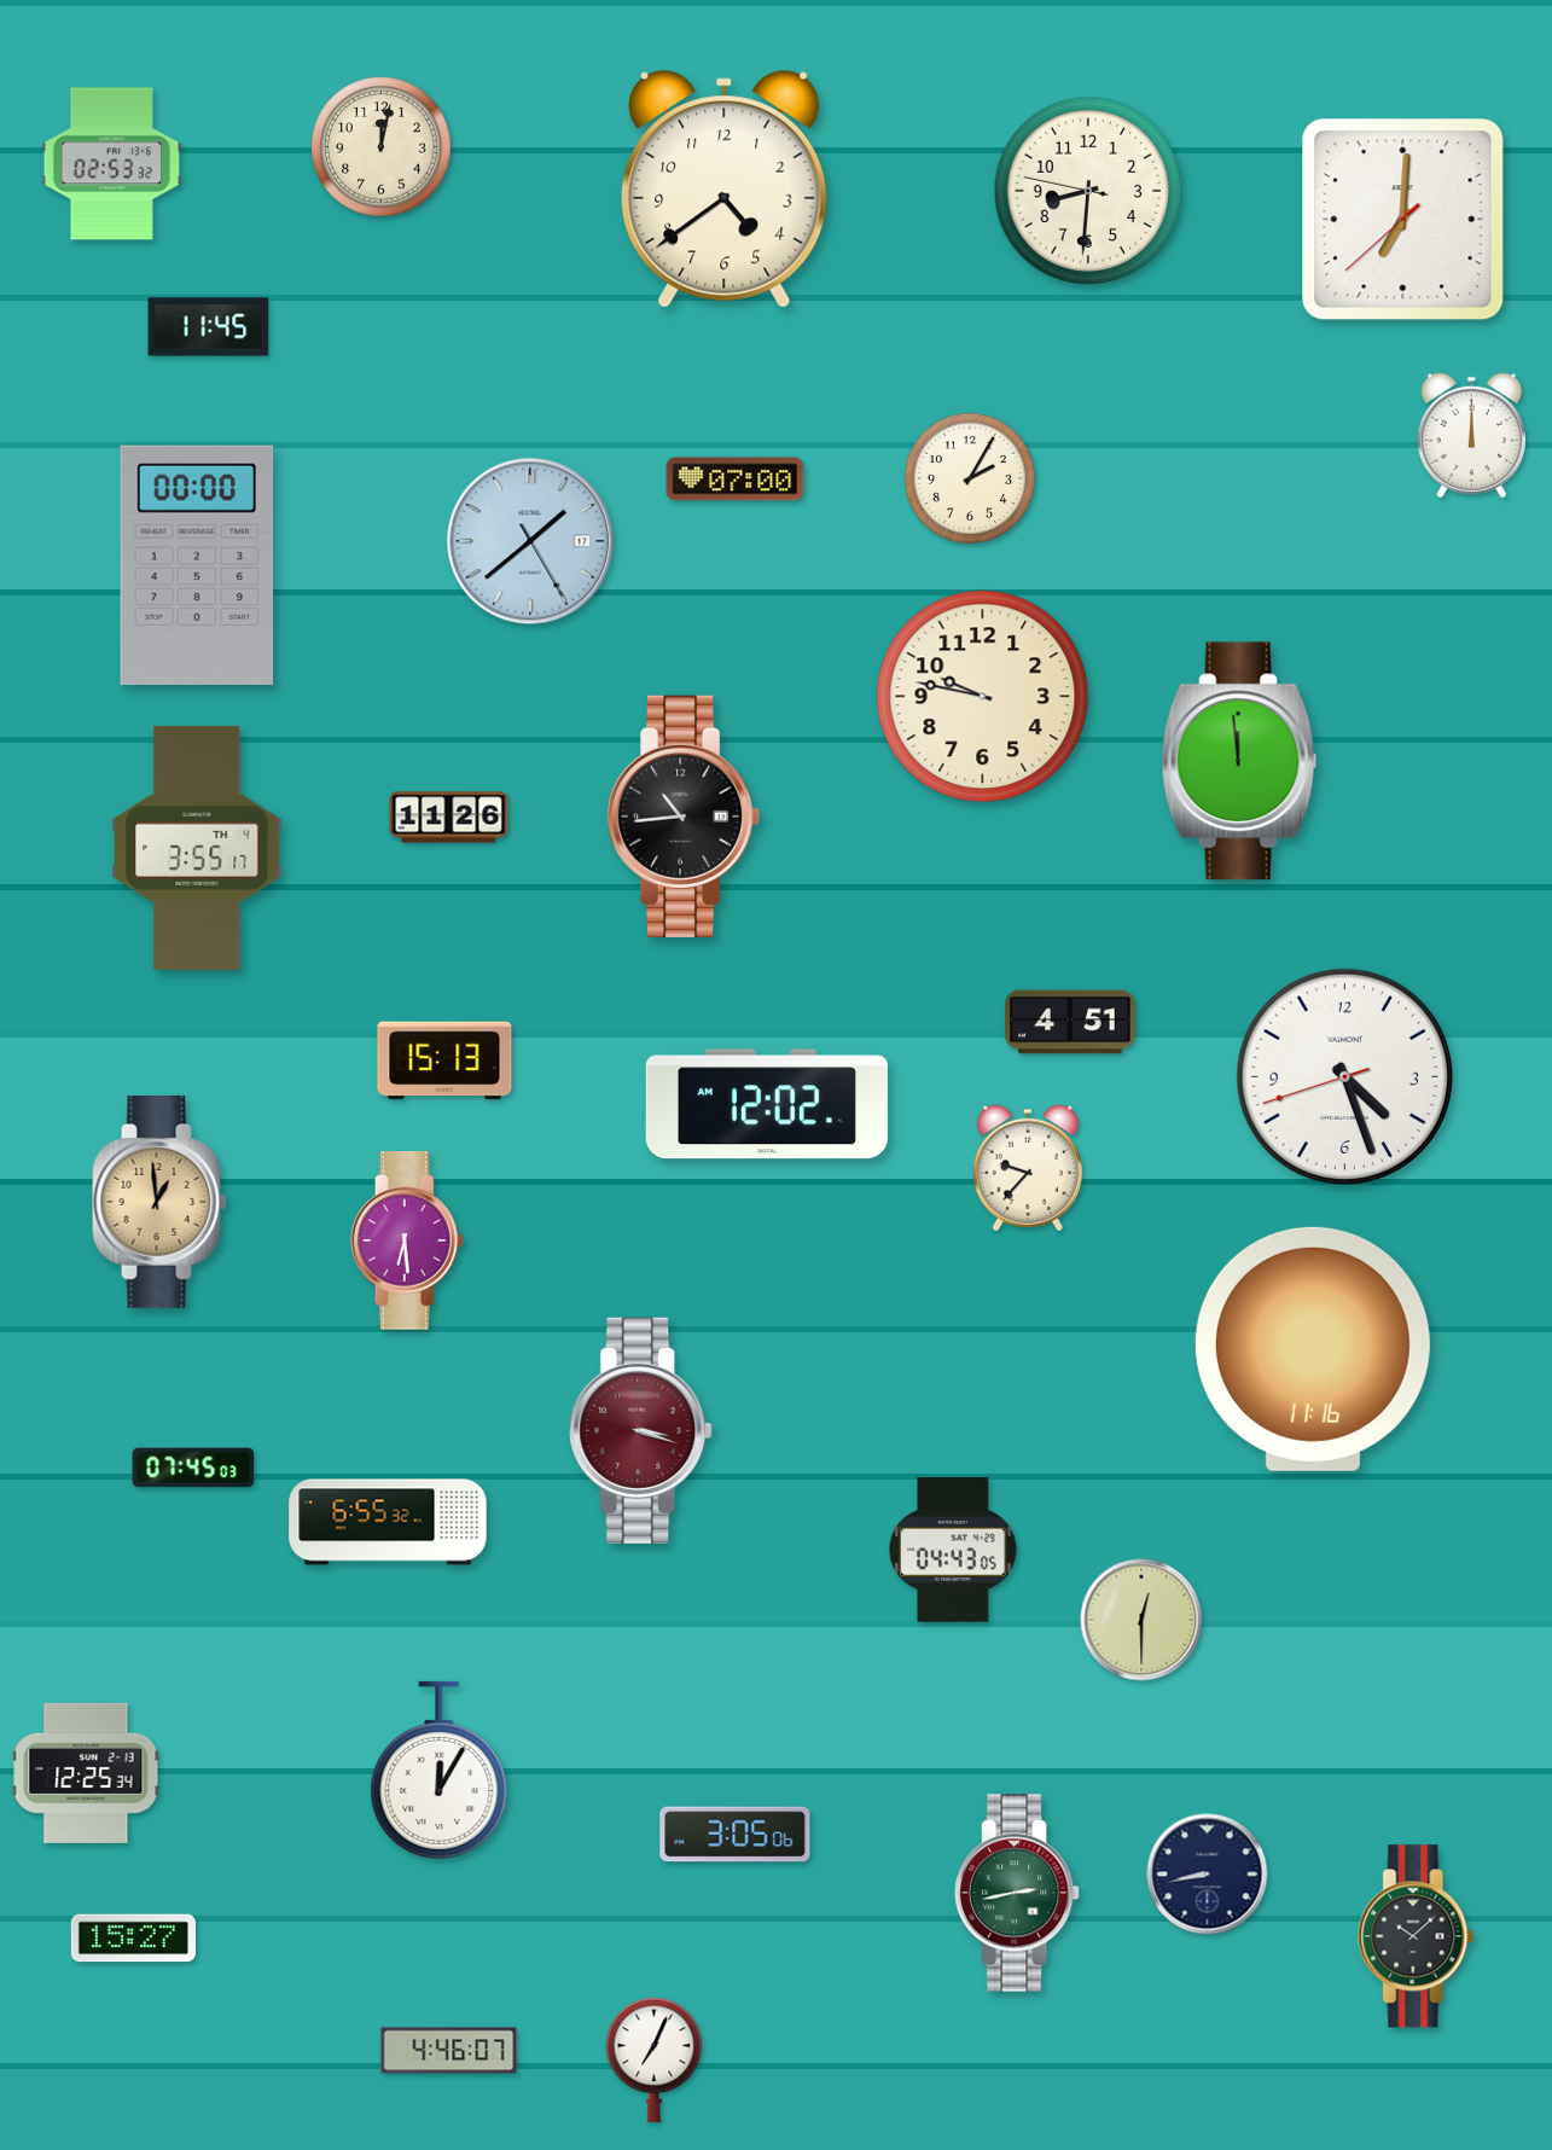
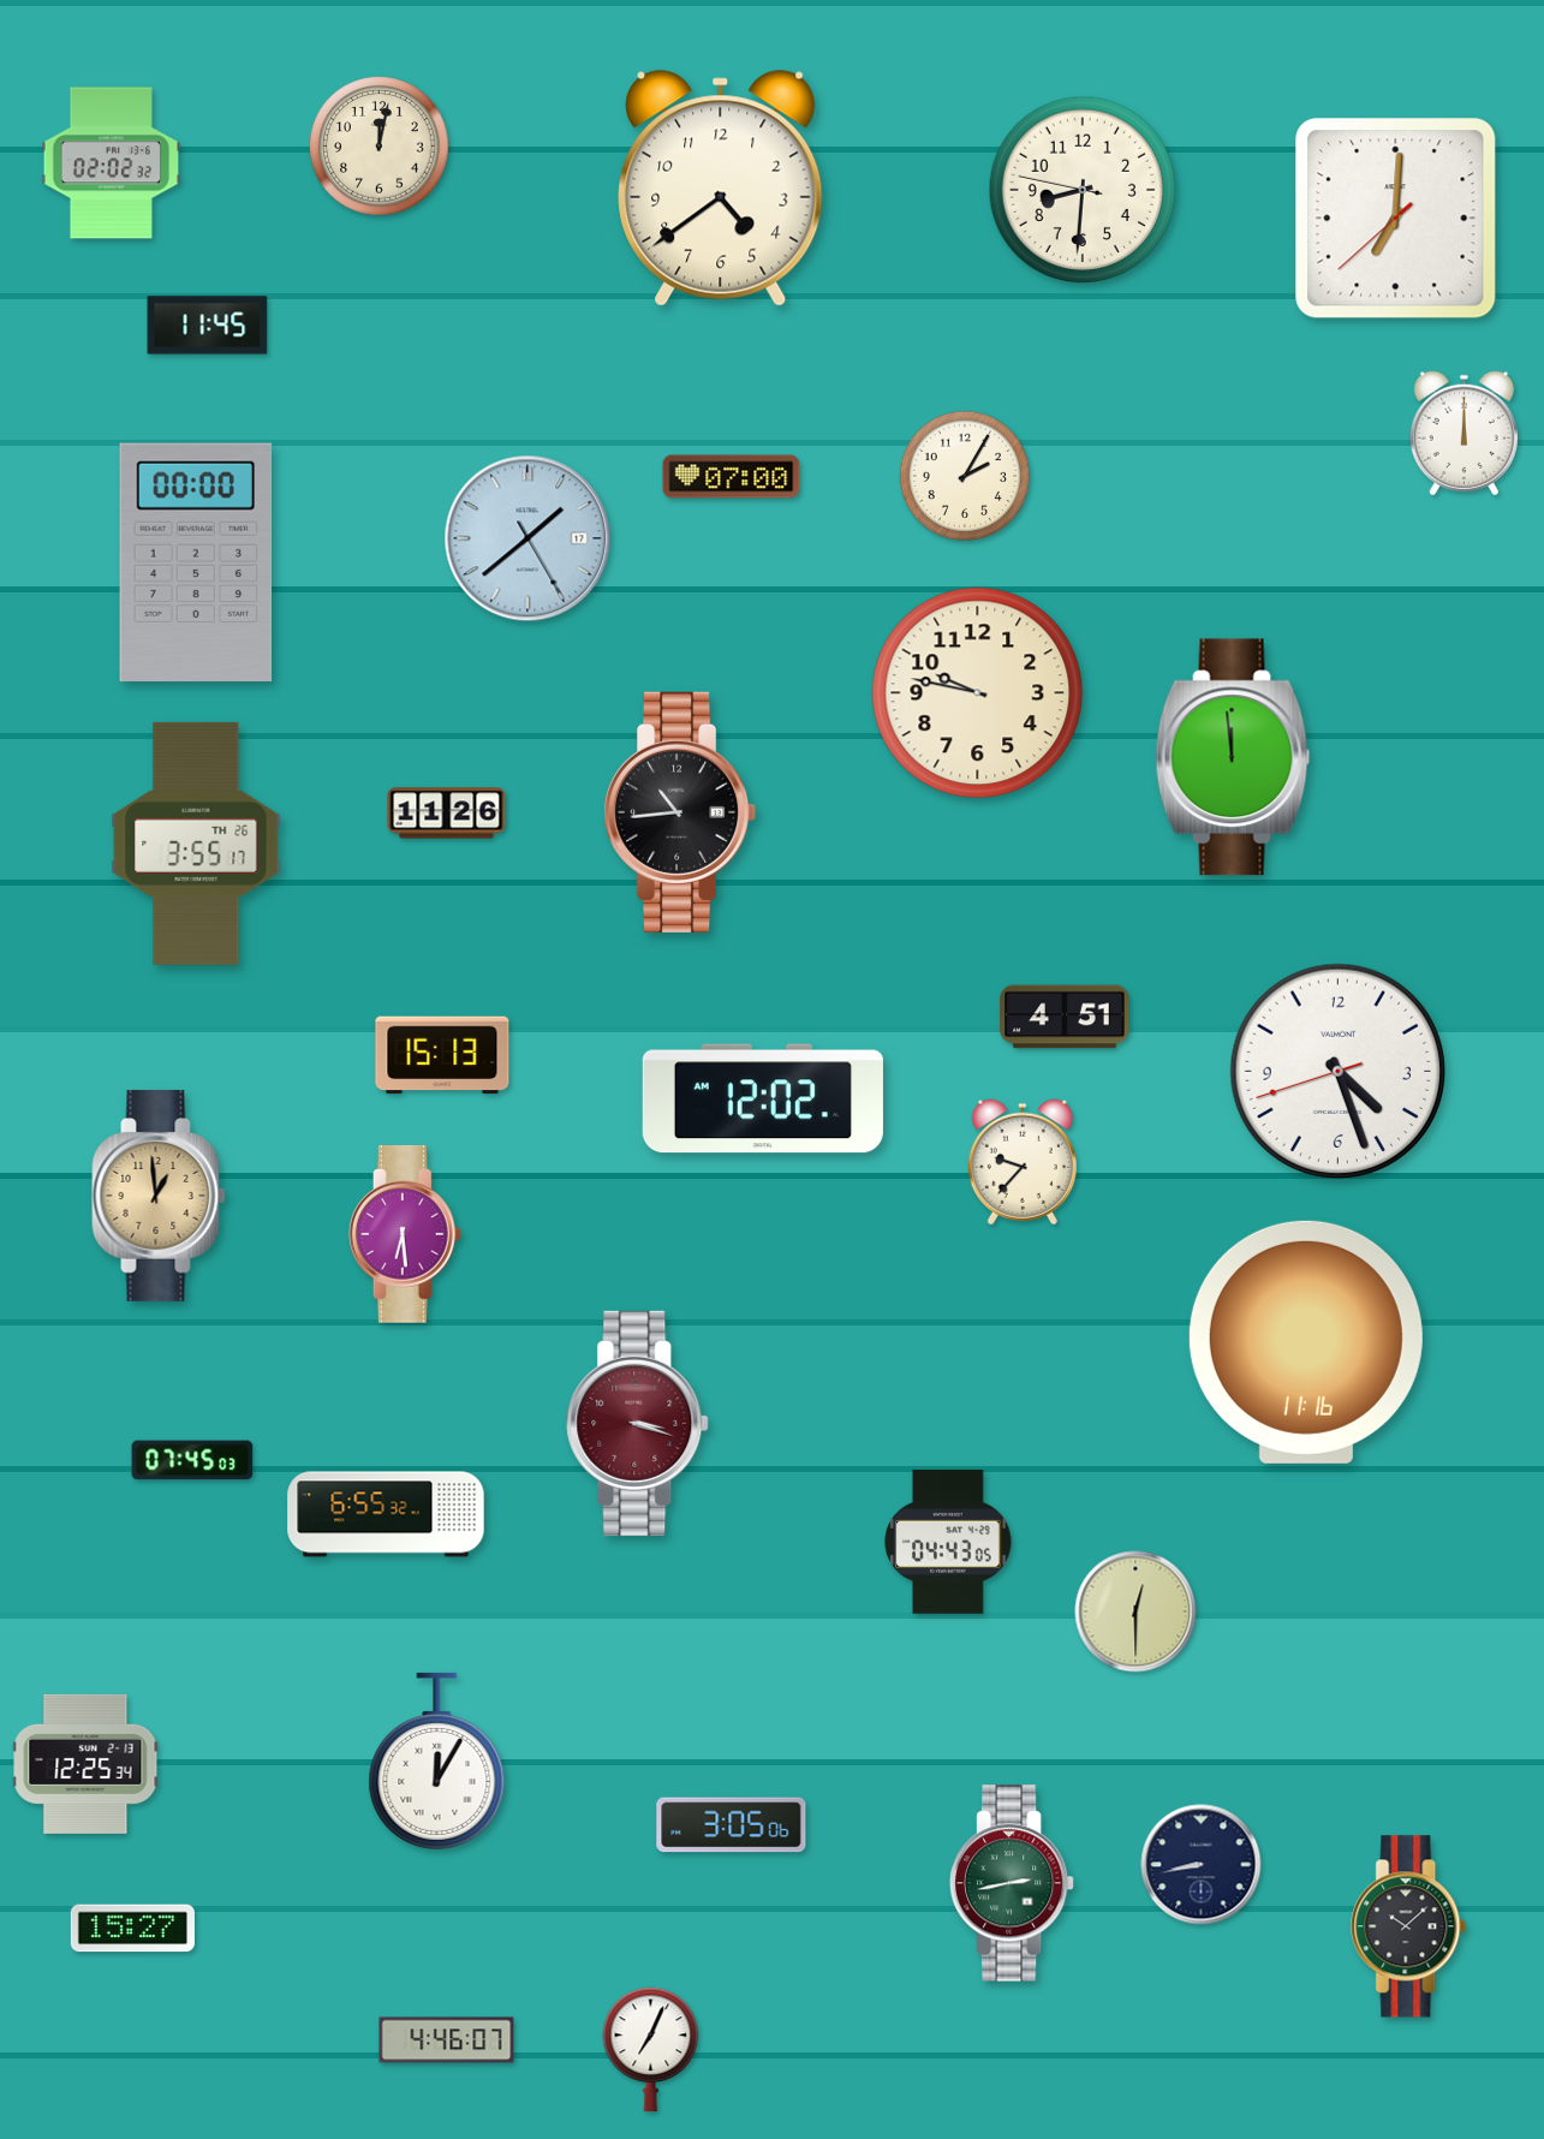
clock at (111, 164): 02:53 -> 02:02
clock at (197, 848) date: TH 4 -> TH 26
